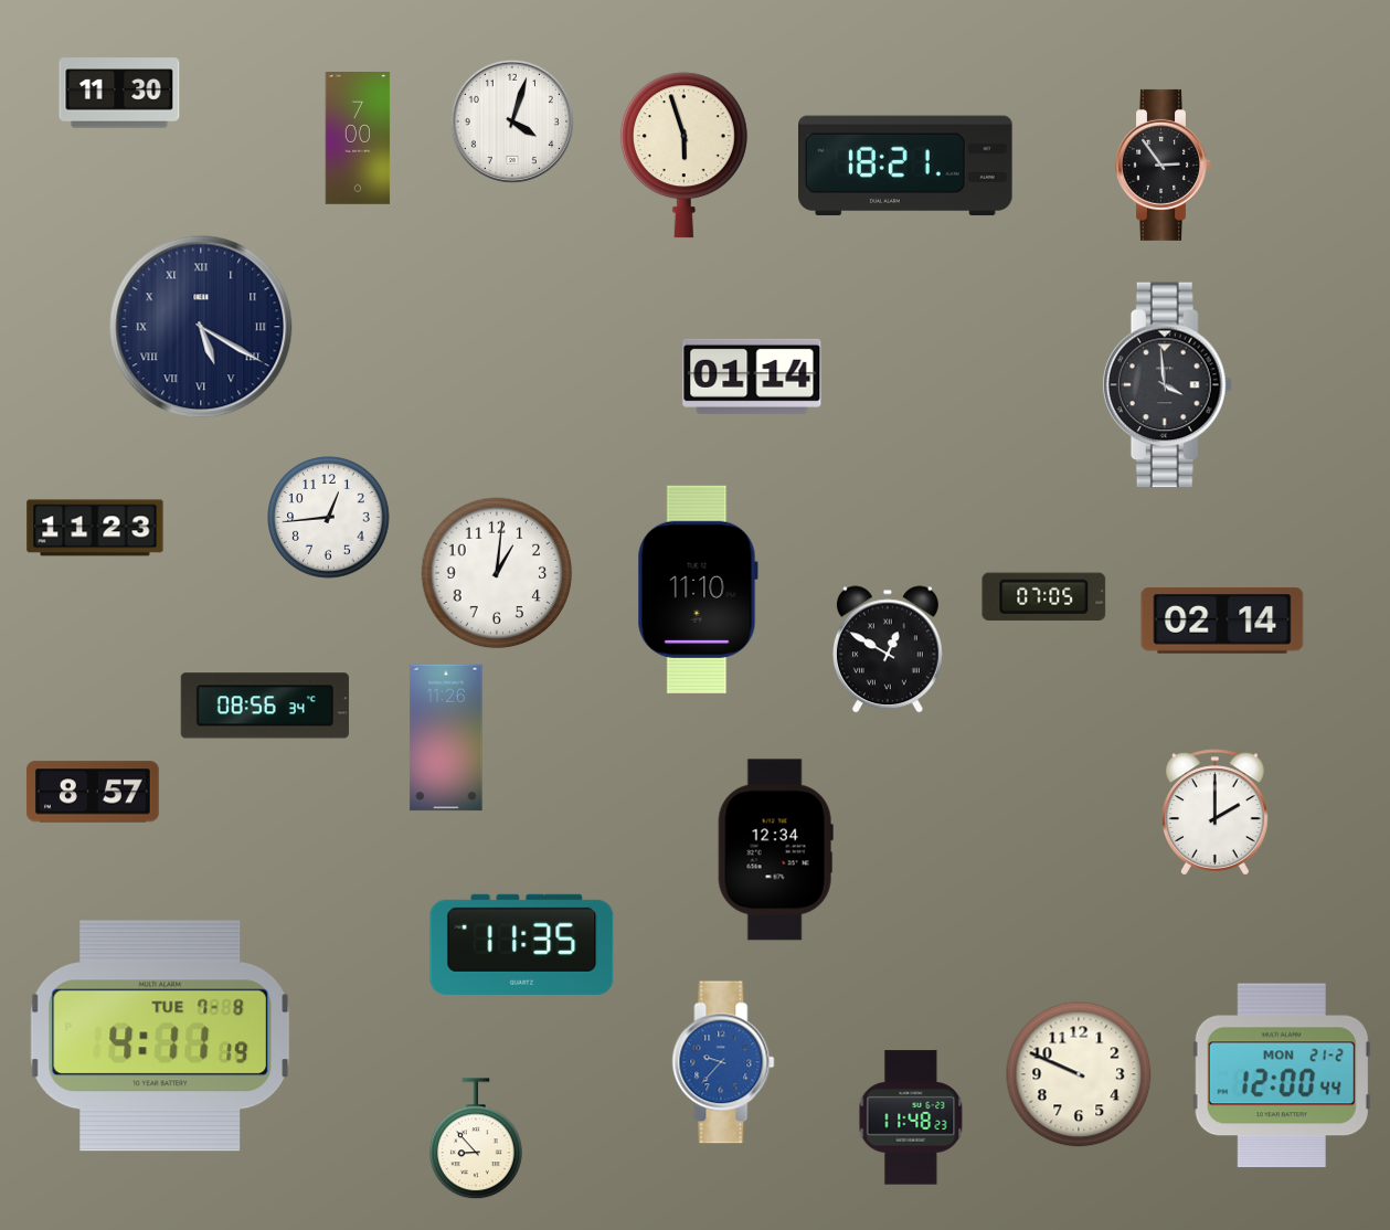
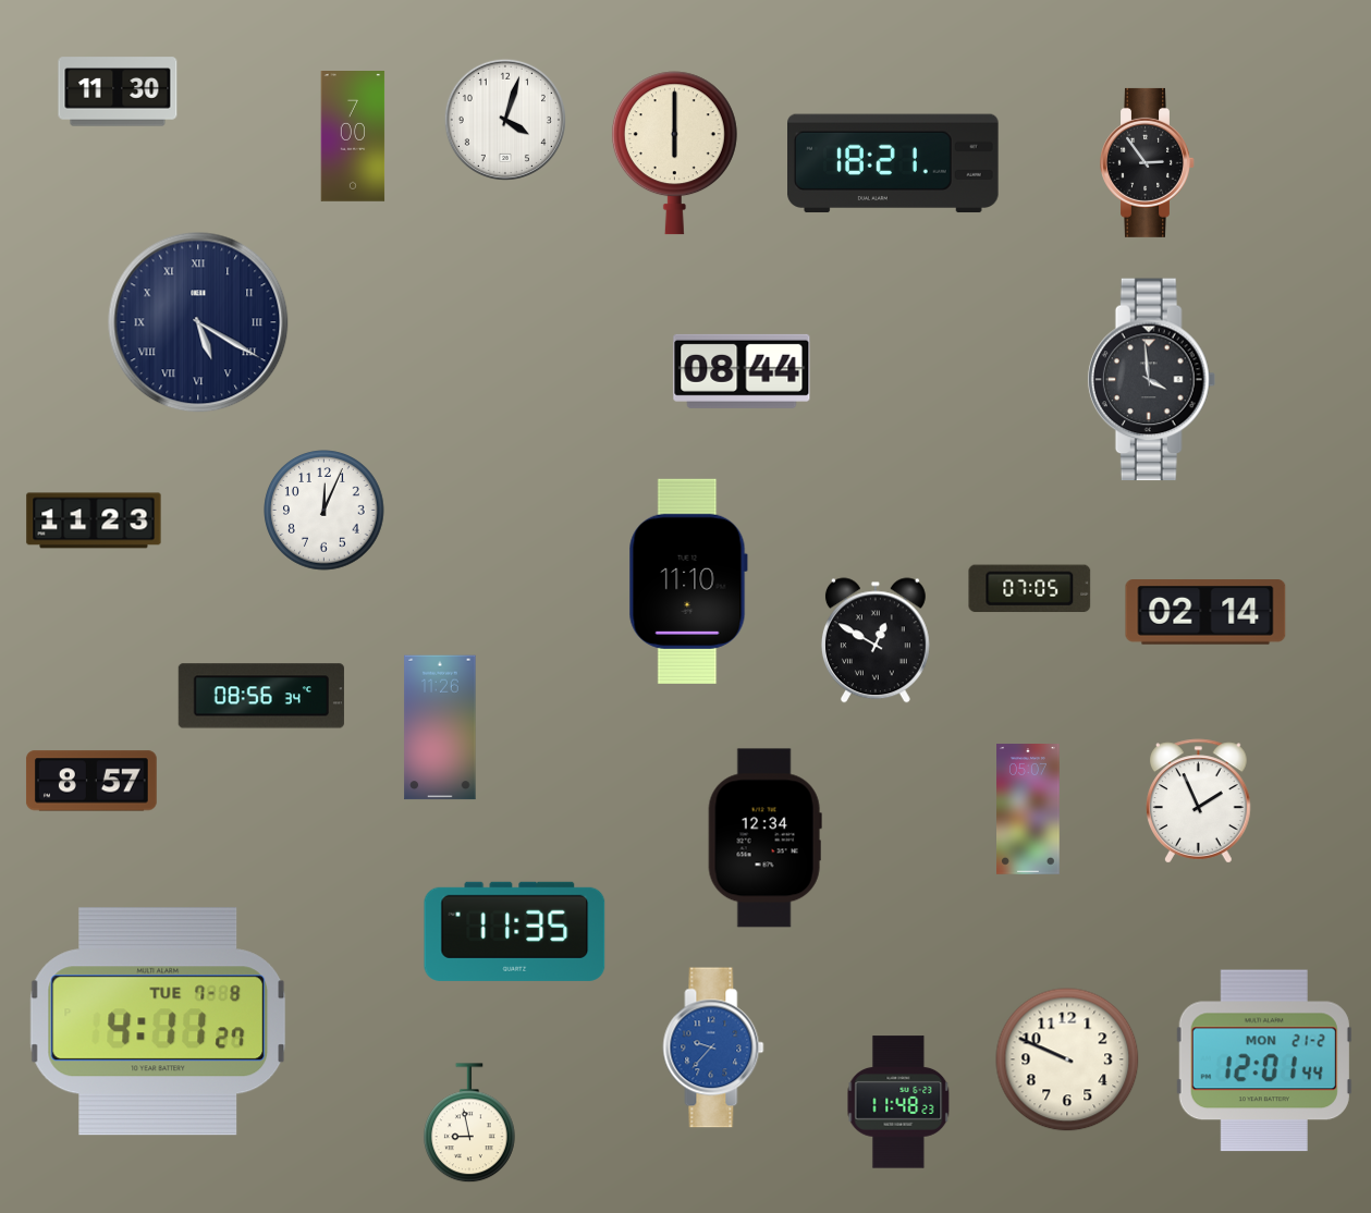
clock at (683, 156): 5:57 -> 6:00
clock at (752, 377): 01:14 -> 08:44
clock at (329, 518): 12:44 -> 12:04
clock at (497, 573): 1:01 -> none
clock at (1216, 813): 2:00 -> 1:56
clock at (1028, 810): none -> 05:07
clock at (160, 1036): 4:11:19 -> 4:11:27
clock at (1079, 1074) position: (1079, 1074) -> (1067, 1059)
clock at (1282, 1075): 12:00 -> 12:01
clock at (476, 1139): 8:53 -> 8:58
